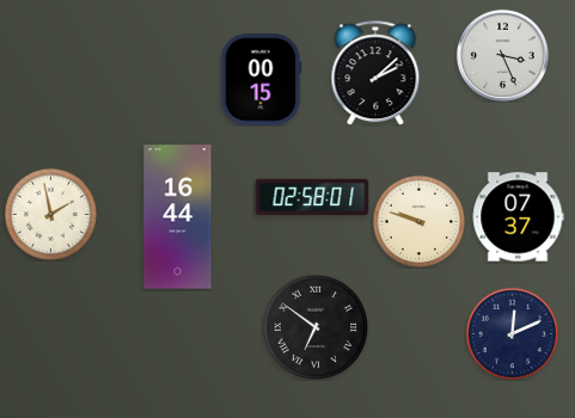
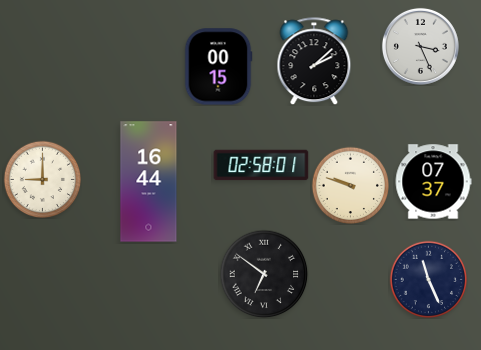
clock at (50, 214): 1:58 -> 9:00
clock at (512, 333): 12:11 -> 11:26
